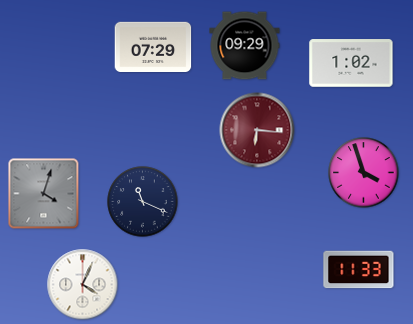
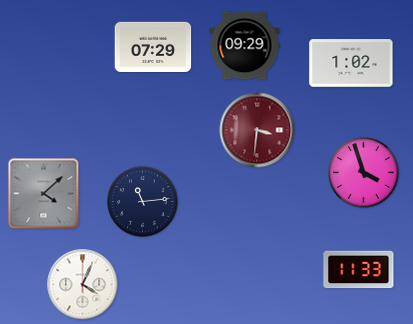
clock at (257, 130): 6:16 -> 3:31
clock at (44, 194): 4:03 -> 4:08
clock at (143, 202): 11:19 -> 11:14
